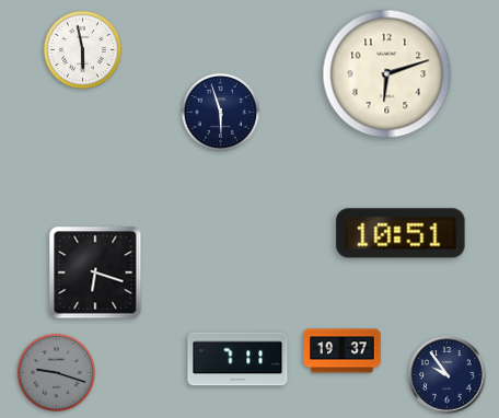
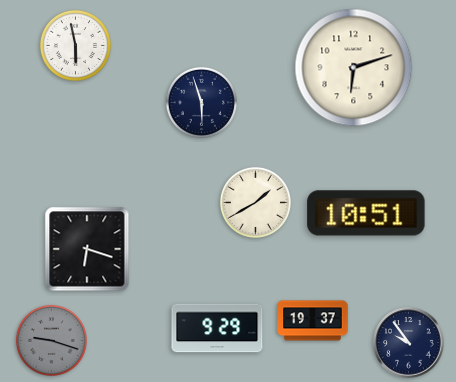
clock at (255, 202): none -> 1:40
clock at (237, 359): 7:11 -> 9:29
